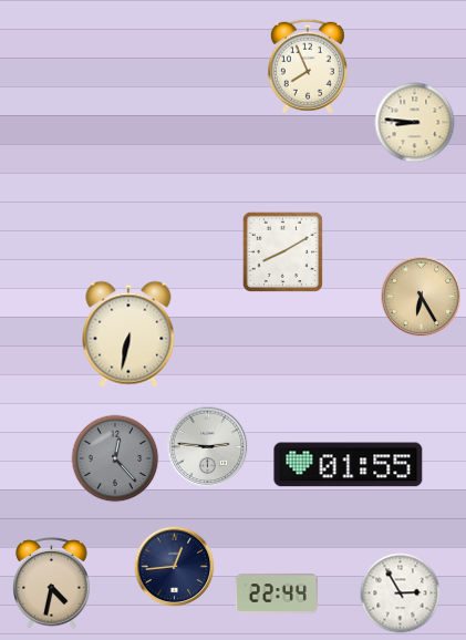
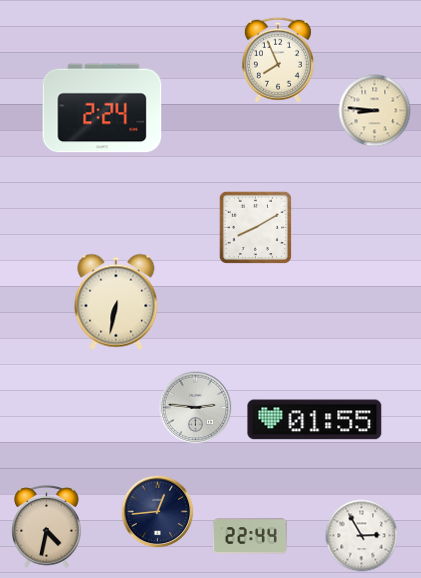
clock at (102, 108): none -> 2:24
clock at (422, 297): 6:25 -> none
clock at (208, 447) position: (208, 447) -> (196, 408)
clock at (115, 458): 12:23 -> none
